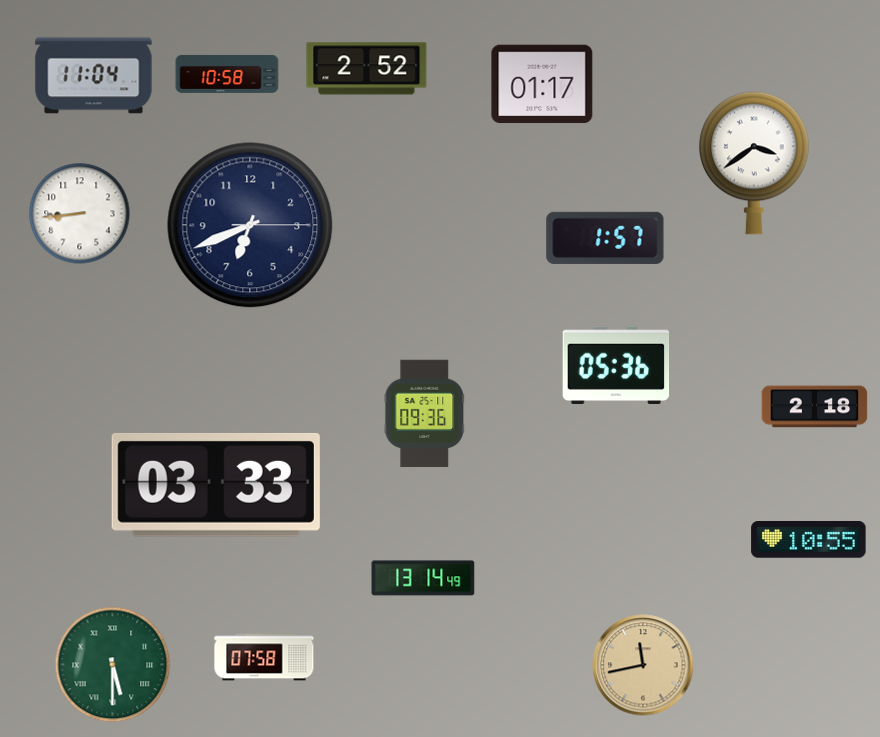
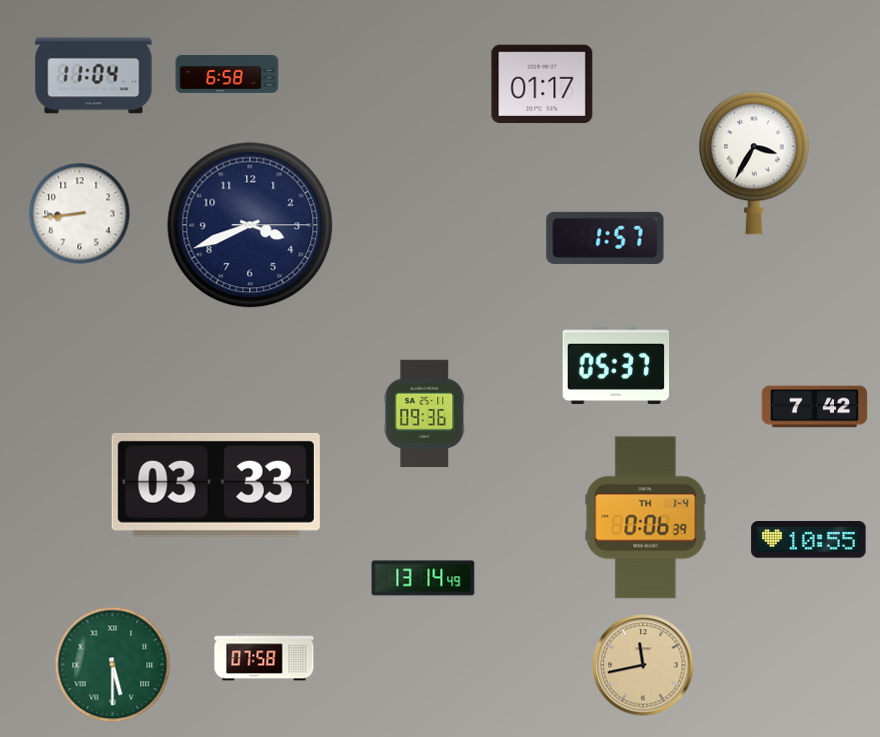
clock at (367, 69): 2:52 -> none
clock at (227, 74): 10:58 -> 6:58
clock at (755, 163): 3:39 -> 3:35
clock at (250, 225): 6:41 -> 3:41
clock at (616, 364): 05:36 -> 05:37
clock at (815, 407): 2:18 -> 7:42
clock at (646, 518): none -> 0:06
